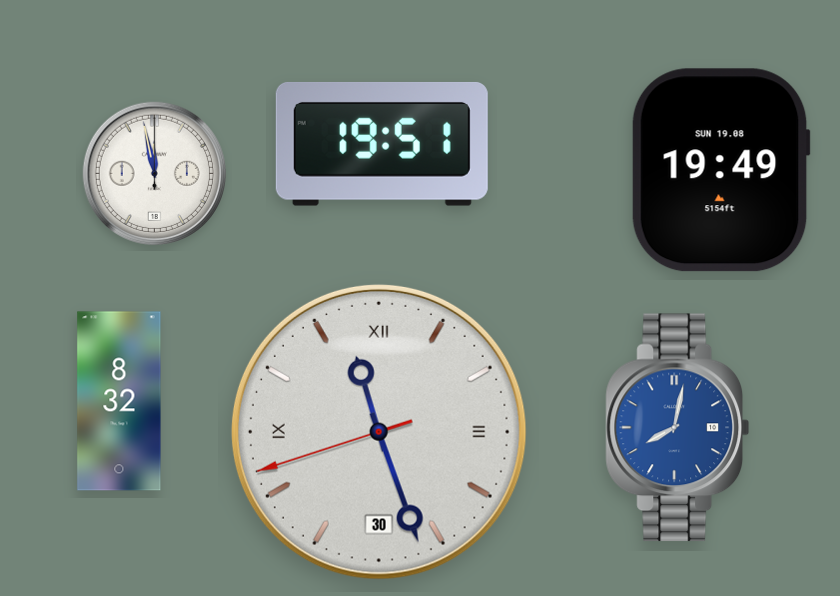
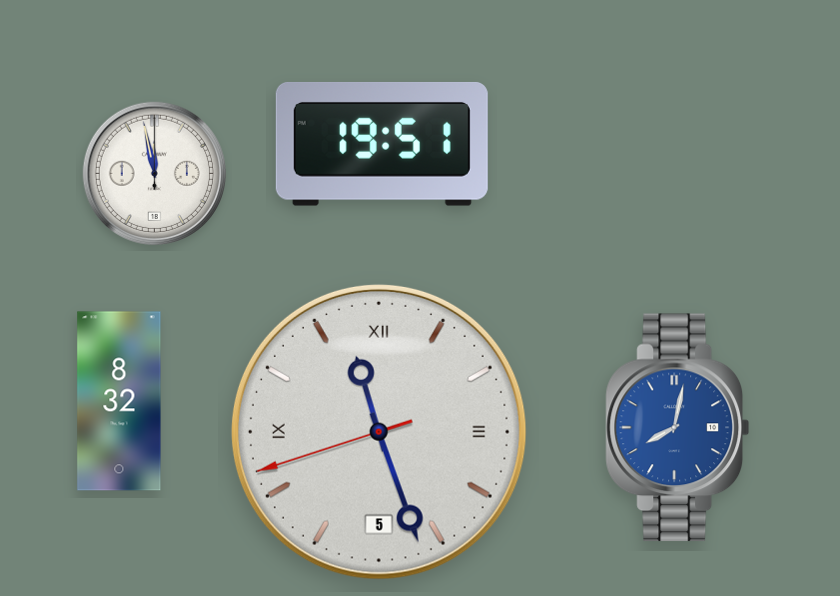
clock at (721, 170): 19:49 -> none
clock at (379, 432) date: 30 -> 5
